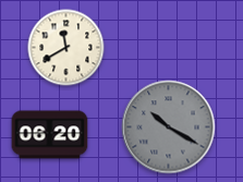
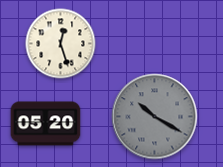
clock at (66, 48): 11:40 -> 12:27
clock at (50, 135): 06:20 -> 05:20
